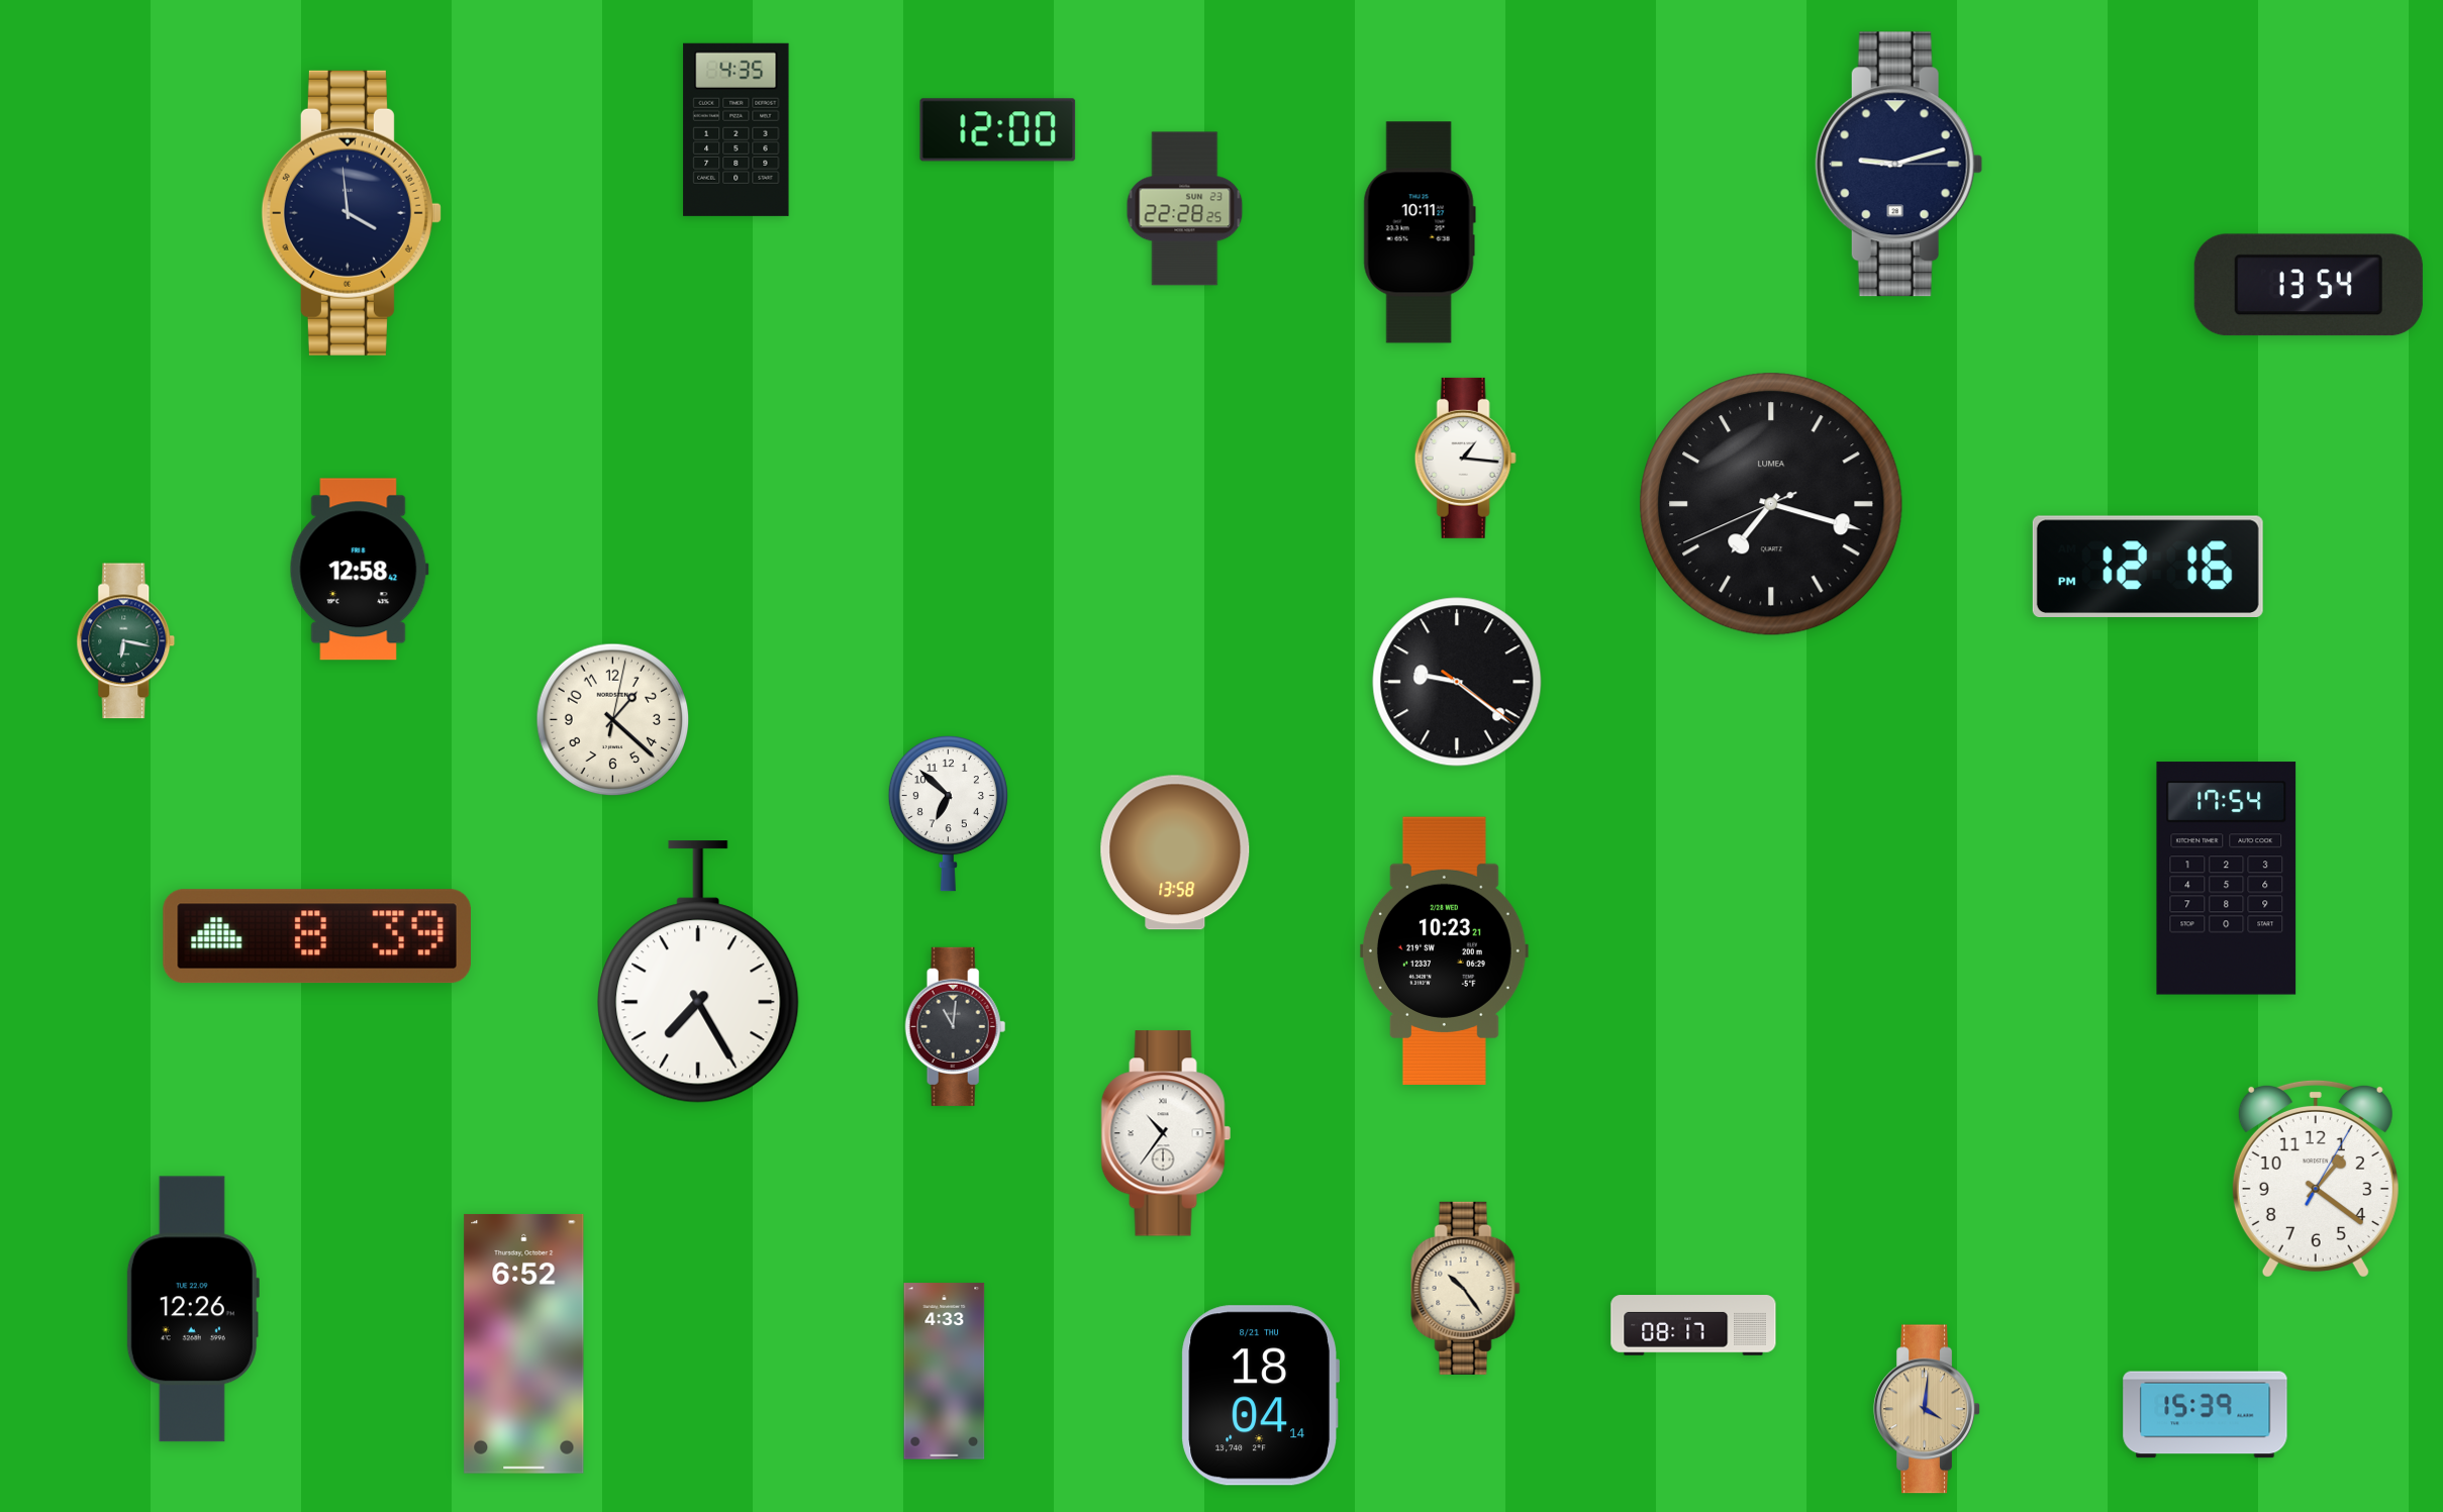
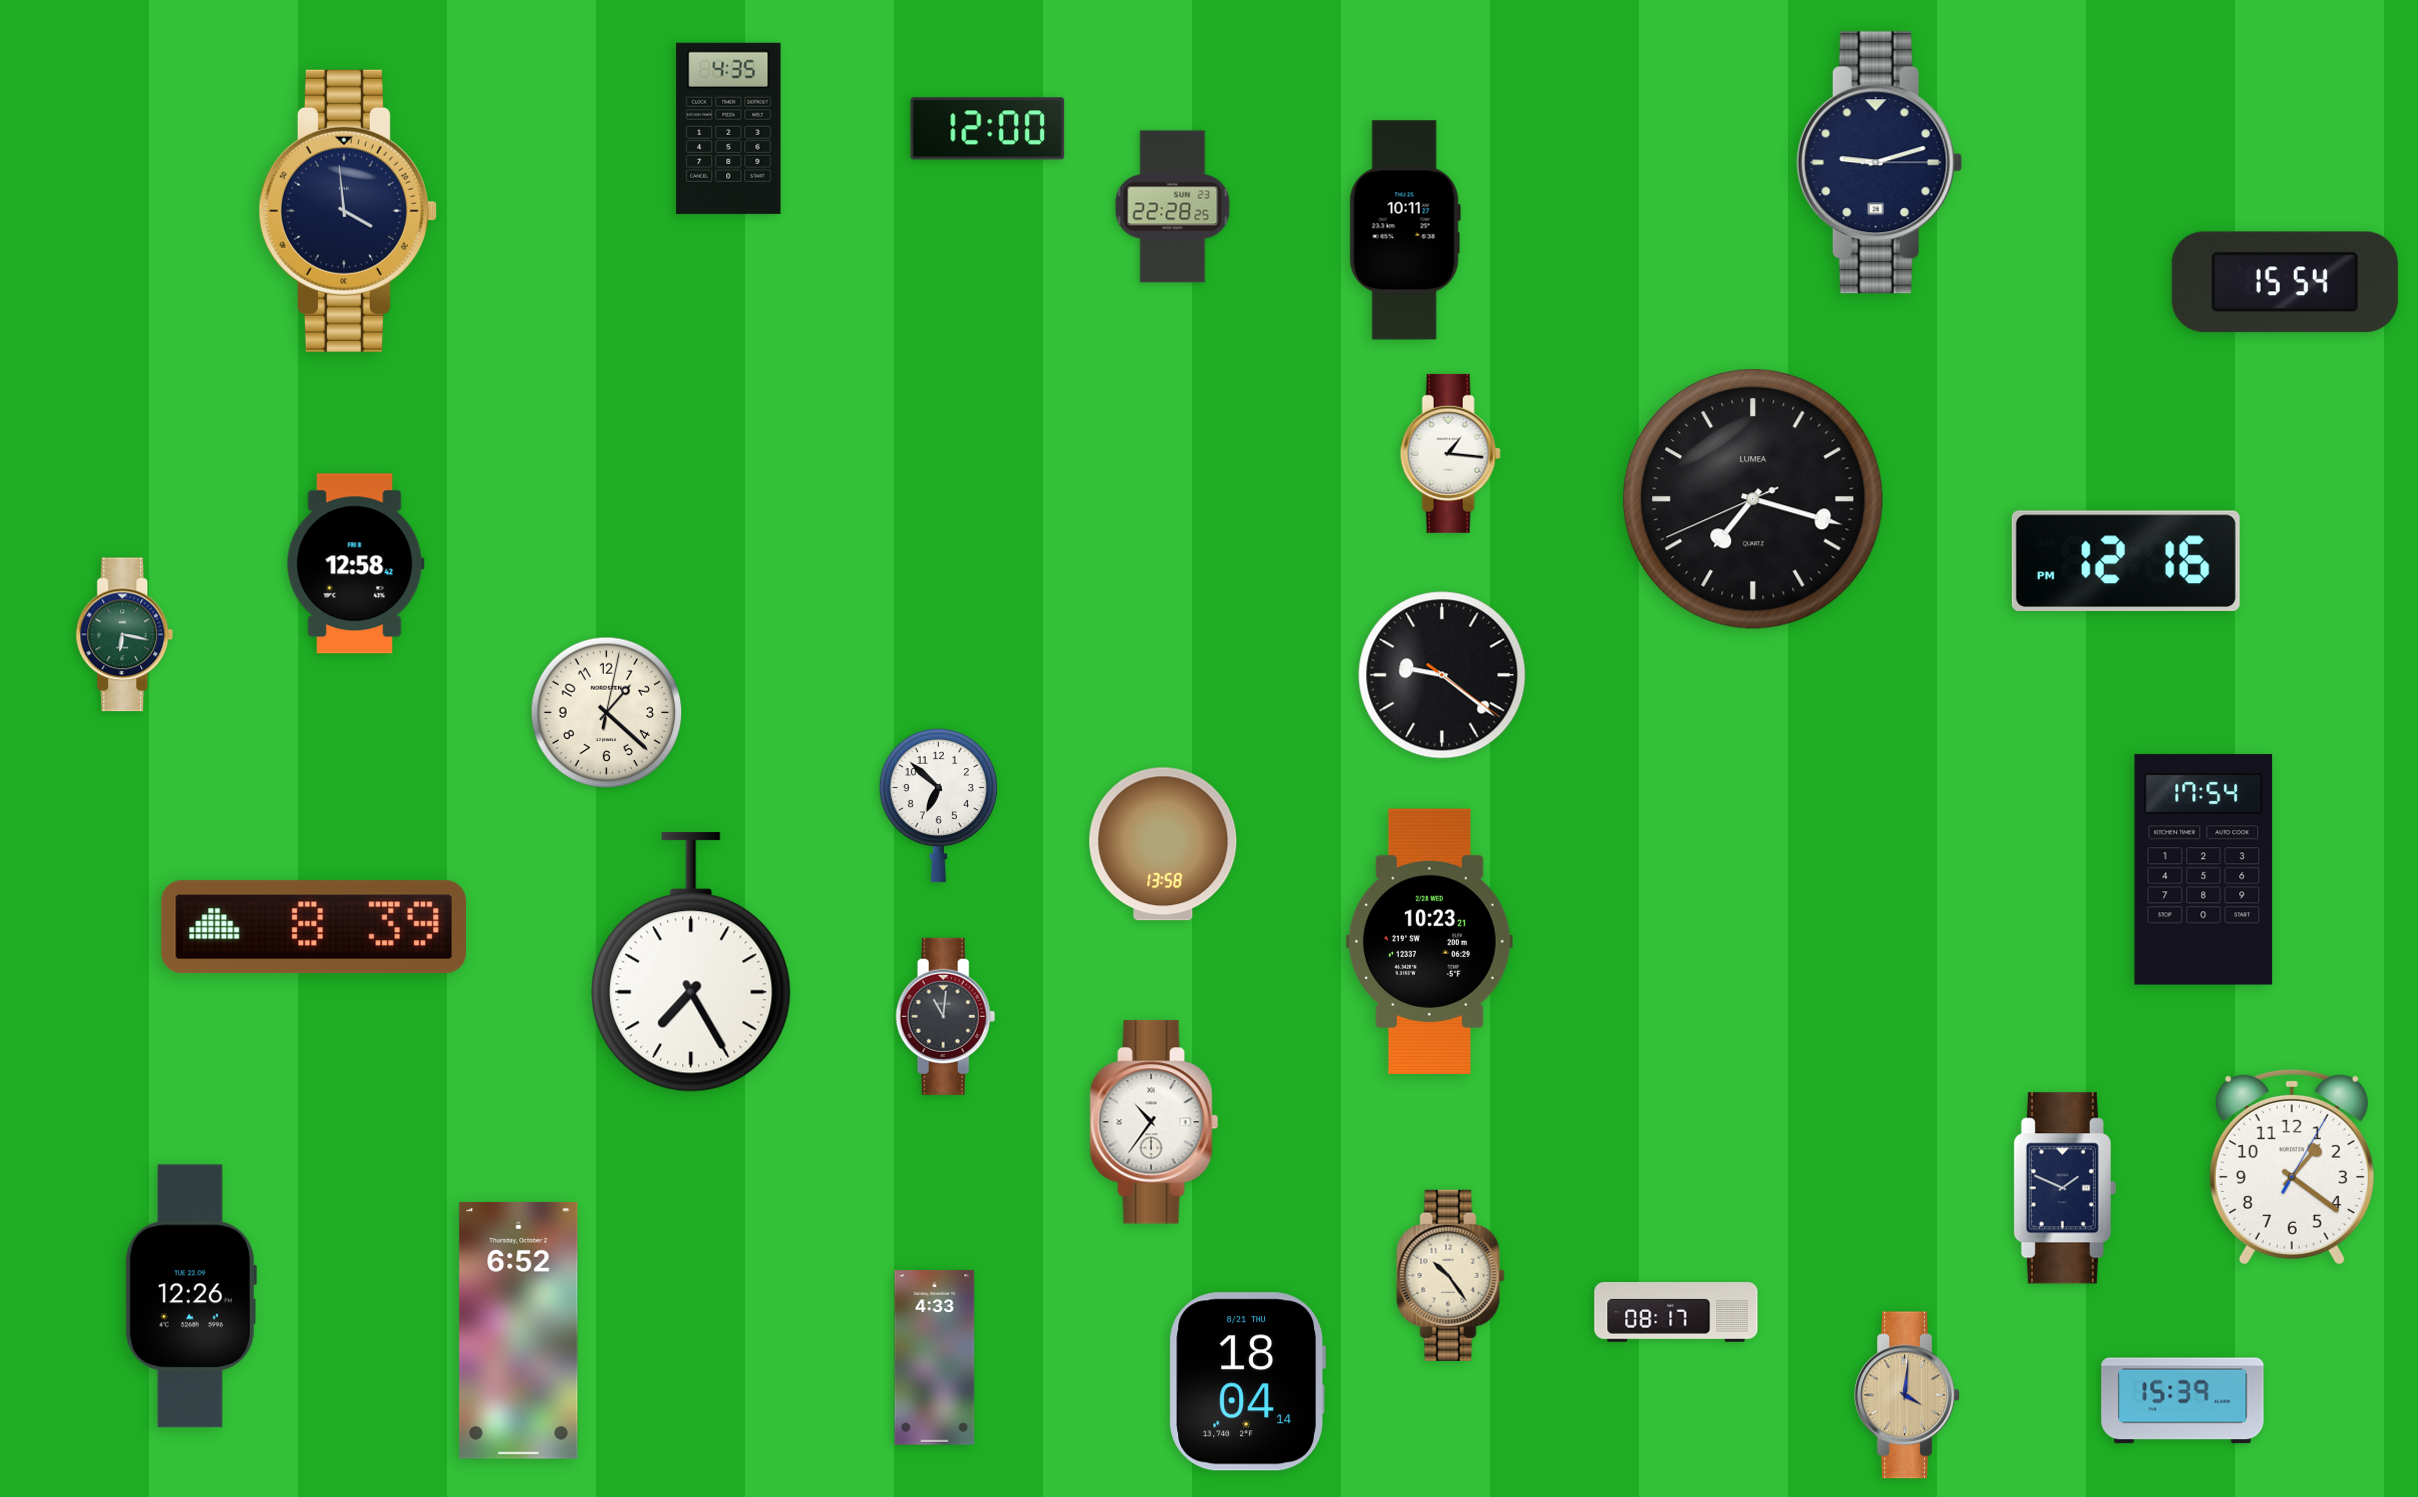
clock at (2309, 285): 13:54 -> 15:54
clock at (2065, 1188): none -> 1:49
